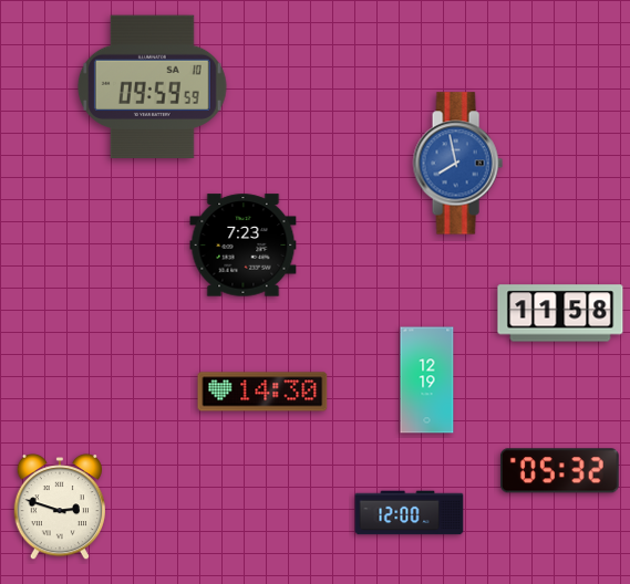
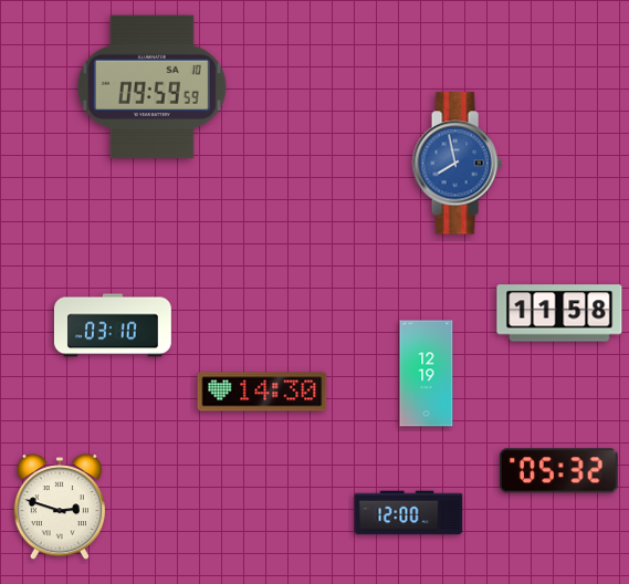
clock at (244, 246): 7:23 -> none
clock at (113, 325): none -> 03:10
clock at (427, 380) position: (427, 380) -> (427, 374)
